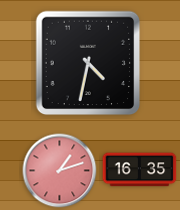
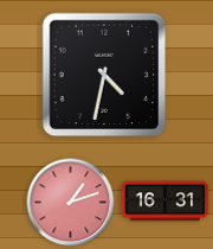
clock at (140, 170): 16:35 -> 16:31
